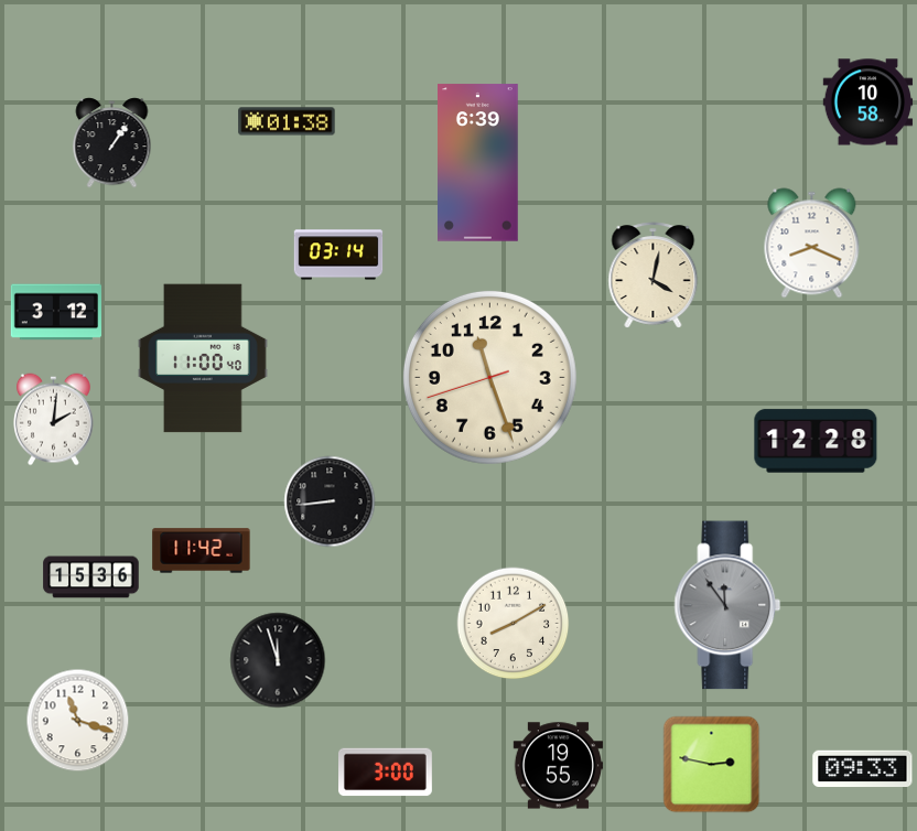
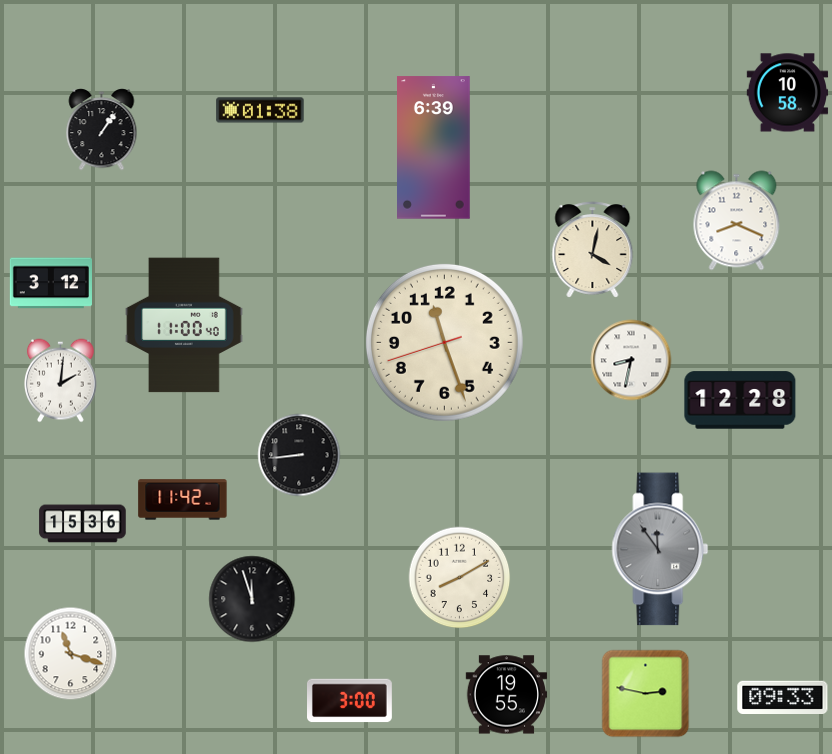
clock at (338, 255): 03:14 -> none
clock at (631, 360): none -> 8:32
clock at (54, 420) position: (54, 420) -> (61, 381)
clock at (514, 624) position: (514, 624) -> (460, 578)
